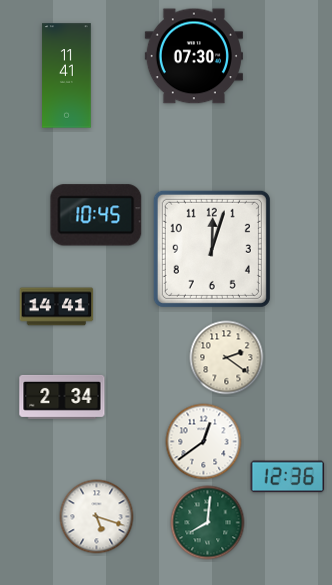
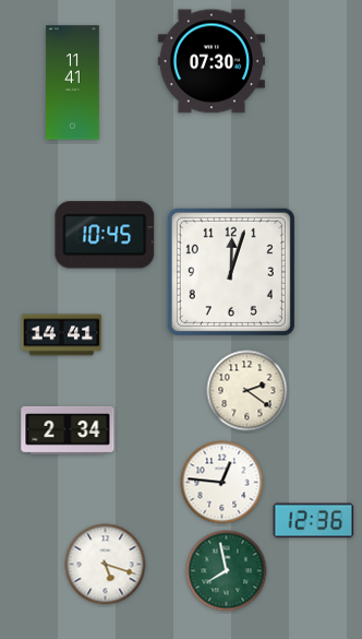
clock at (62, 397) position: (62, 397) -> (68, 430)
clock at (204, 442): 12:39 -> 12:46
clock at (208, 523): 8:01 -> 7:58
